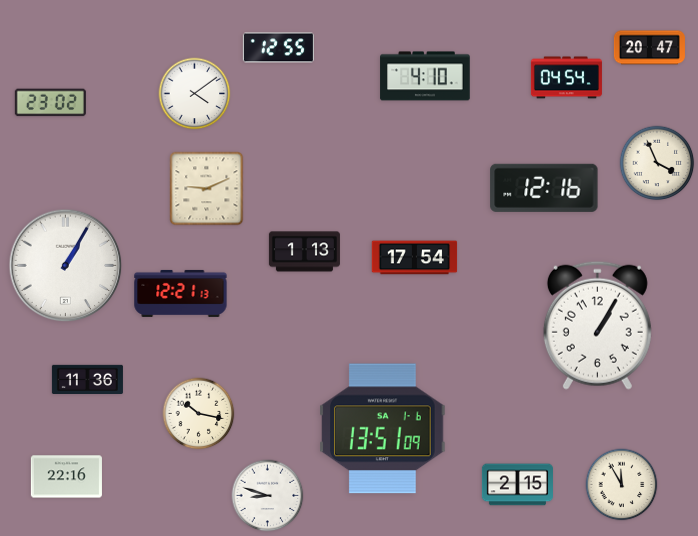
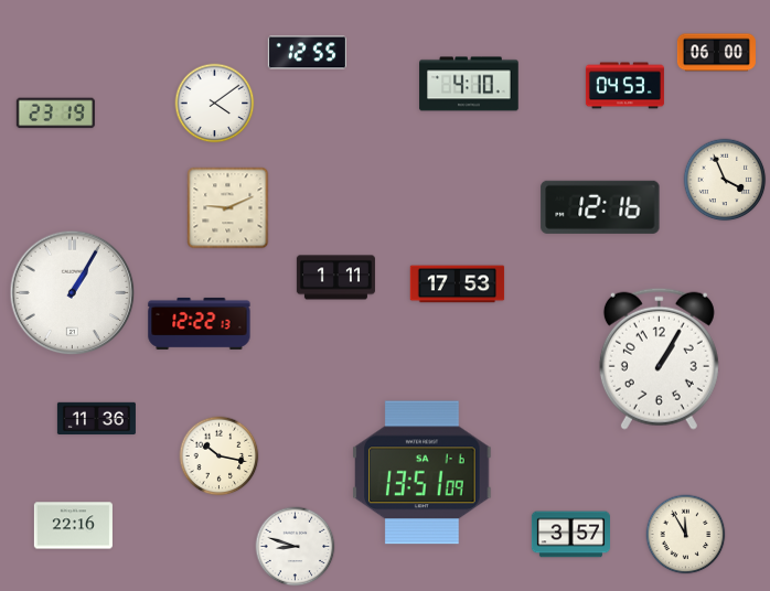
clock at (649, 48): 20:47 -> 06:00
clock at (566, 78): 04:54 -> 04:53
clock at (50, 103): 23:02 -> 23:19
clock at (304, 252): 1:13 -> 1:11
clock at (415, 258): 17:54 -> 17:53
clock at (181, 293): 12:21 -> 12:22
clock at (517, 485): 2:15 -> 3:57
